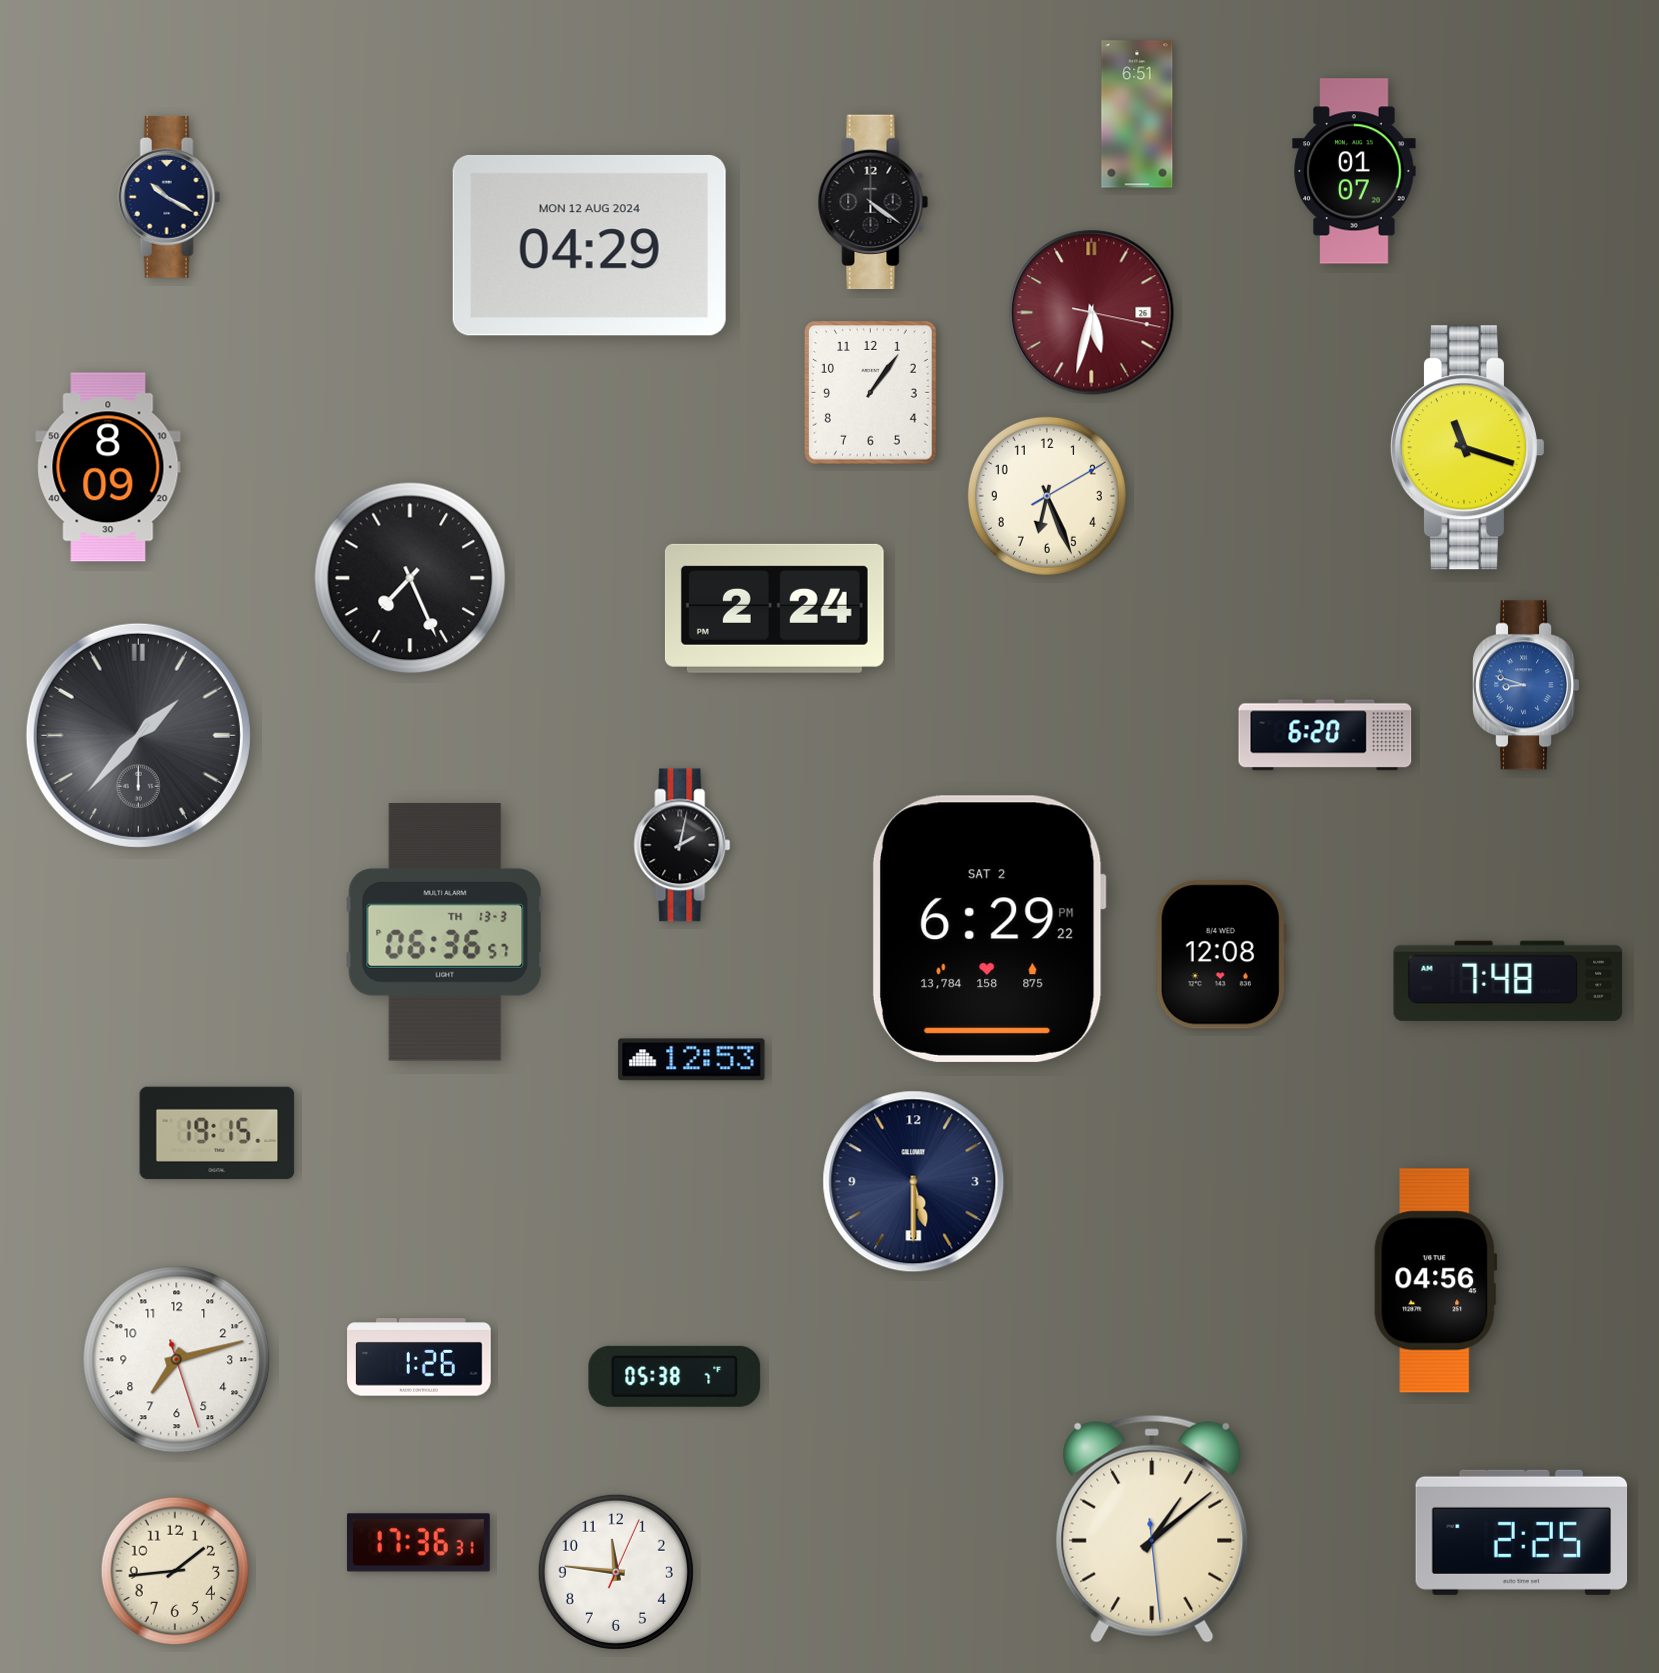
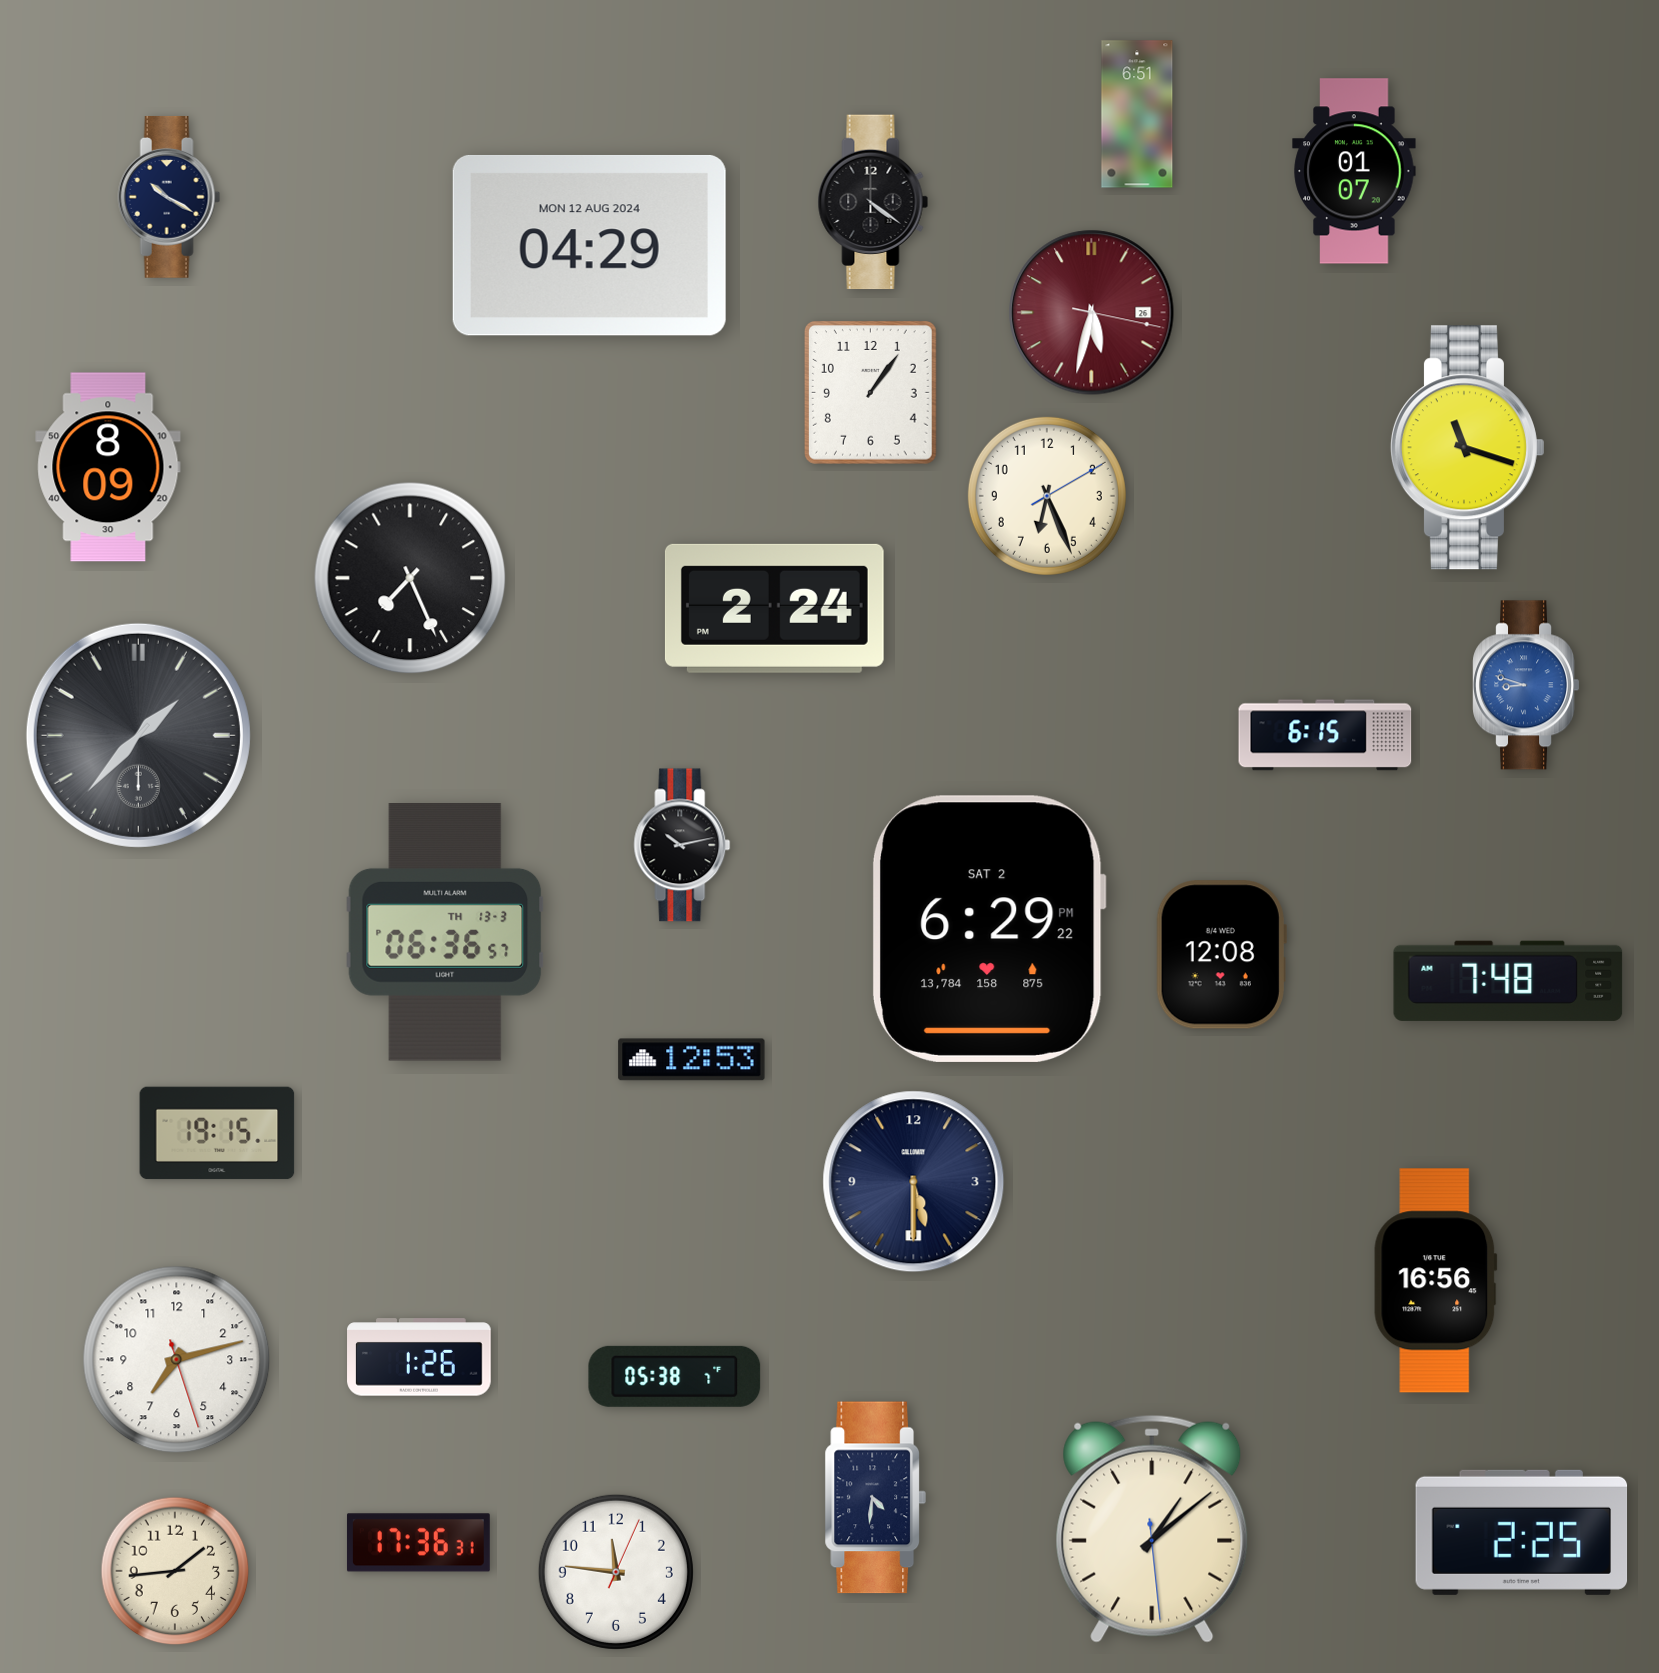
clock at (1325, 735): 6:20 -> 6:15
clock at (682, 845): 2:02 -> 10:13
clock at (1436, 1281): 04:56 -> 16:56
clock at (875, 1498): none -> 4:31
